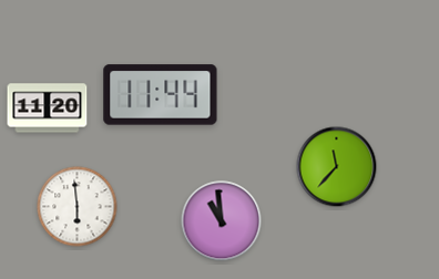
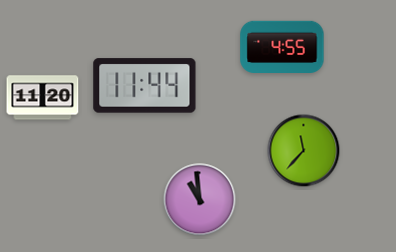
clock at (282, 46): none -> 4:55
clock at (78, 207): 5:59 -> none
